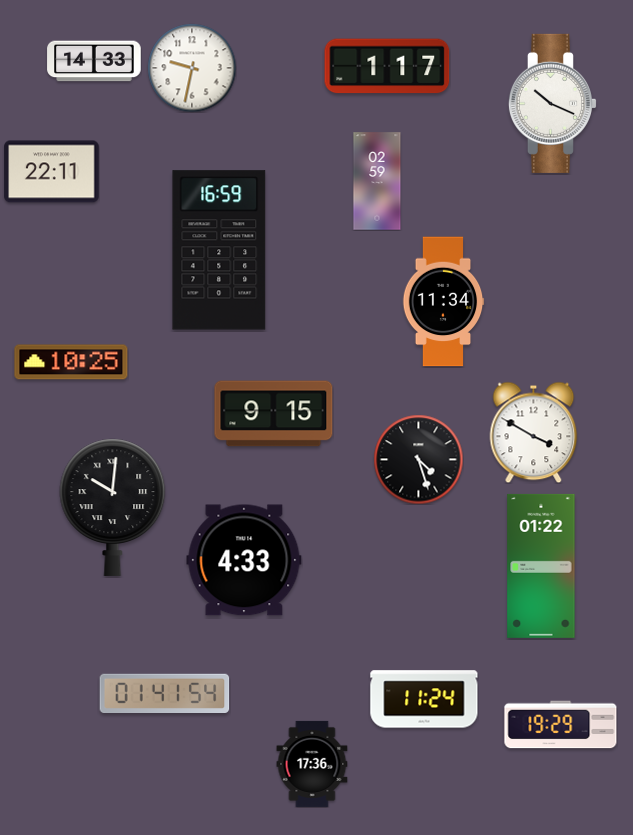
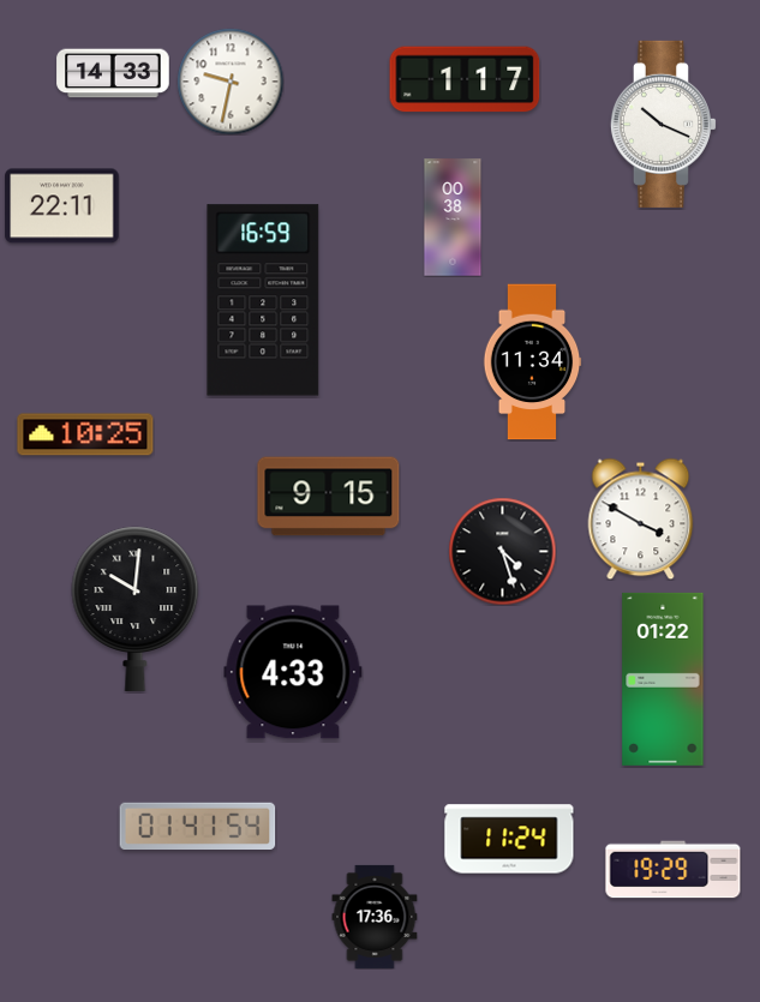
clock at (377, 181): 02:59 -> 00:38
clock at (541, 566) position: (541, 566) -> (663, 679)
clock at (165, 693) position: (165, 693) -> (198, 826)
